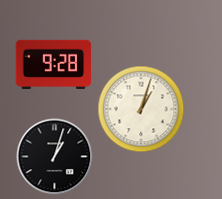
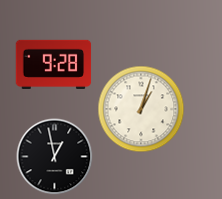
clock at (55, 157): 1:03 -> 12:58
